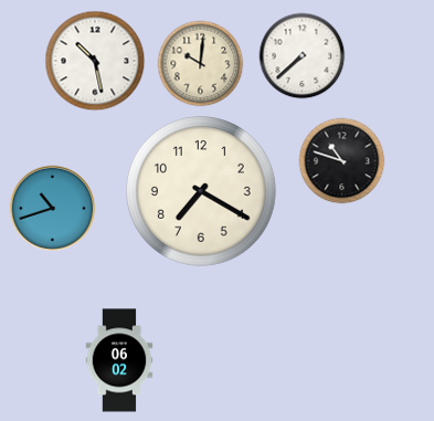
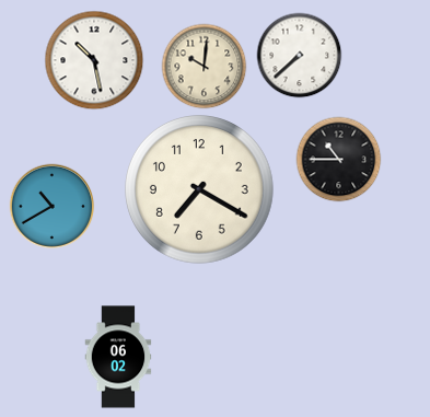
clock at (200, 63) position: (200, 63) -> (204, 66)
clock at (341, 160): 10:48 -> 10:45
clock at (52, 208): 10:42 -> 10:40
